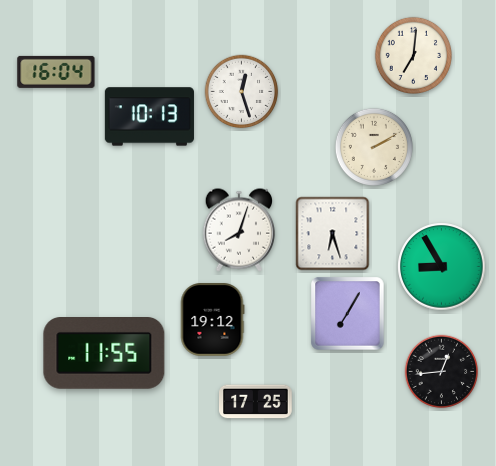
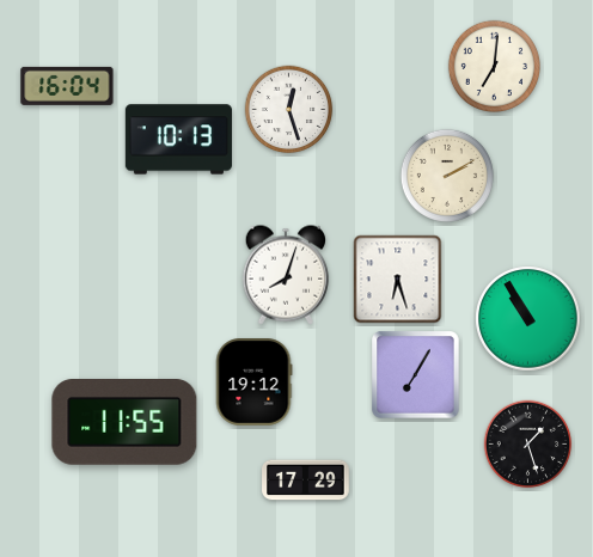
clock at (442, 267): 8:55 -> 10:55
clock at (442, 372): 12:44 -> 1:27
clock at (256, 402): 17:25 -> 17:29
